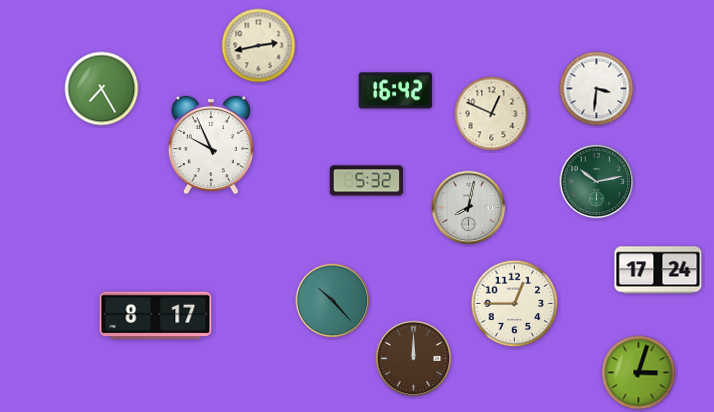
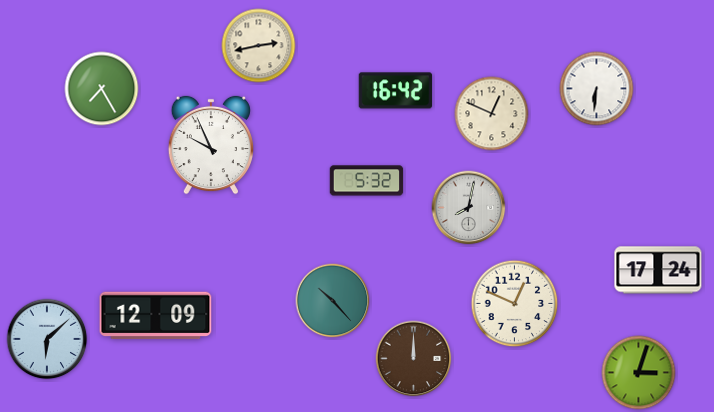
clock at (597, 89): 3:31 -> 6:31
clock at (597, 182): 10:13 -> none
clock at (515, 304): 12:45 -> 12:49
clock at (156, 316): 8:17 -> 12:09
clock at (47, 339): none -> 6:08
